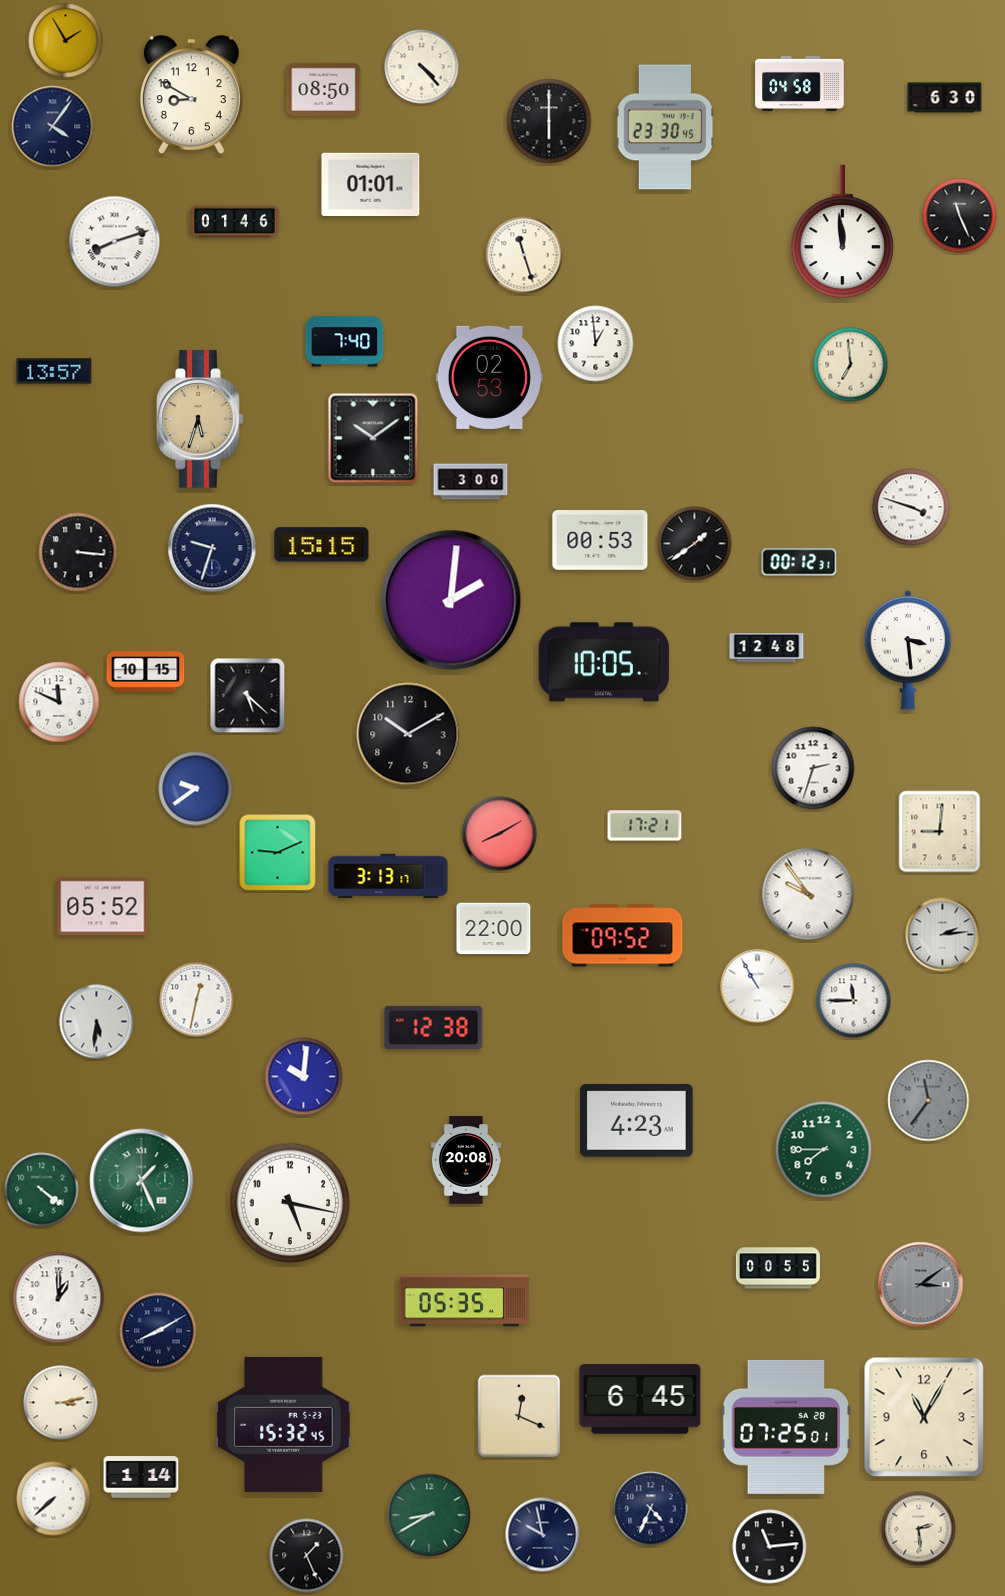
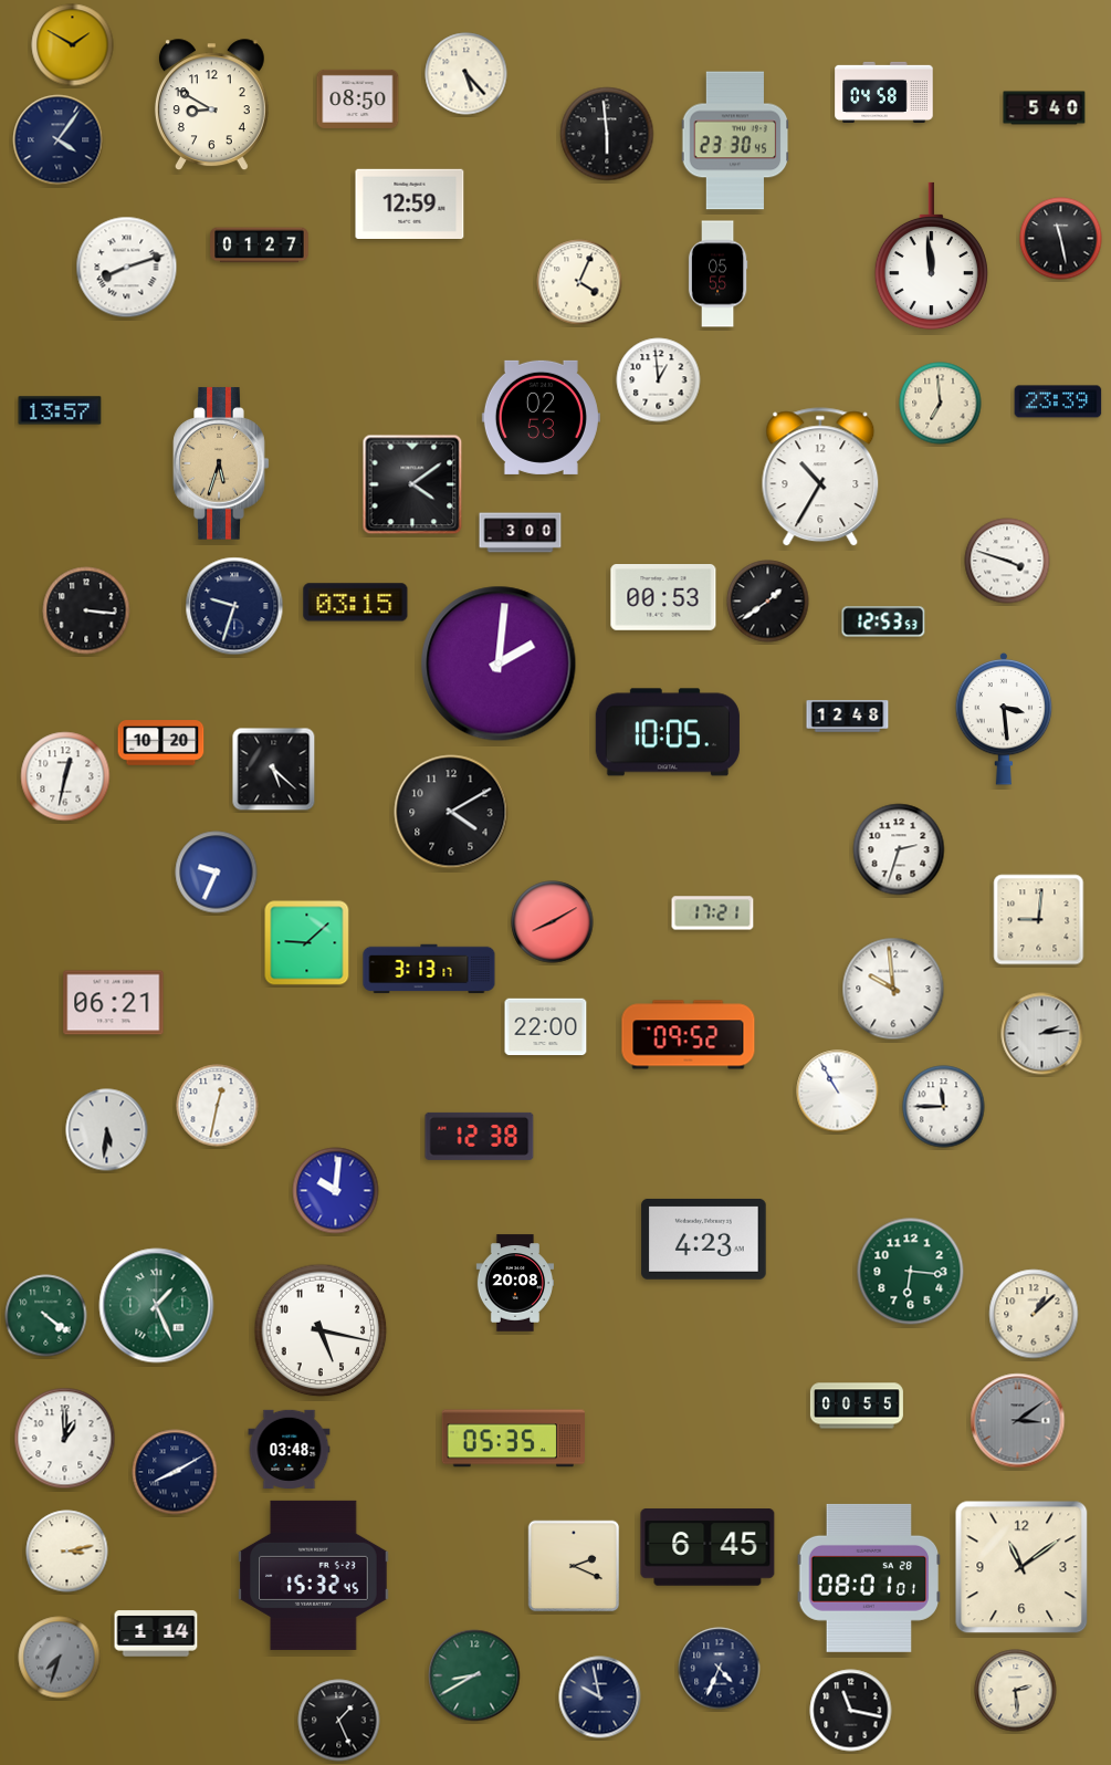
clock at (66, 41): 1:55 -> 1:50
clock at (422, 67): 4:23 -> 5:23
clock at (945, 98): 6:30 -> 5:40
clock at (549, 121): 6:00 -> 5:59
clock at (371, 184): 01:01 -> 12:59
clock at (960, 216): 11:26 -> 11:28
clock at (235, 222): 01:46 -> 01:27
clock at (717, 274): none -> 05:55
clock at (524, 255): 11:27 -> 4:04
clock at (345, 342): 7:40 -> none
clock at (1058, 401): none -> 23:39
clock at (820, 478): none -> 10:35
clock at (373, 438): 10:09 -> 4:09
clock at (322, 545): 15:15 -> 03:15
clock at (799, 562): 00:12 -> 12:53
clock at (146, 672): 10:15 -> 10:20
clock at (59, 702): 11:49 -> 12:32
clock at (408, 734): 10:10 -> 4:10
clock at (196, 789): 9:39 -> 9:34
clock at (278, 853): 9:11 -> 9:08
clock at (808, 894): 9:54 -> 9:59
clock at (103, 907): 05:52 -> 06:21
clock at (929, 1101): 11:36 -> none
clock at (824, 1150): 7:45 -> 6:16
clock at (1034, 1314): none -> 1:08
clock at (778, 1268) position: (778, 1268) -> (857, 1406)
clock at (59, 1298) position: (59, 1298) -> (65, 1439)
clock at (290, 1449): none -> 03:48
clock at (519, 1416): 12:19 -> 2:19
clock at (924, 1417): 11:05 -> 11:09
clock at (786, 1427): 07:25 -> 08:01
clock at (54, 1499): 7:38 -> 7:33
clock at (54, 1499) dial: white -> grey
clock at (770, 1547): 11:14 -> 11:17
